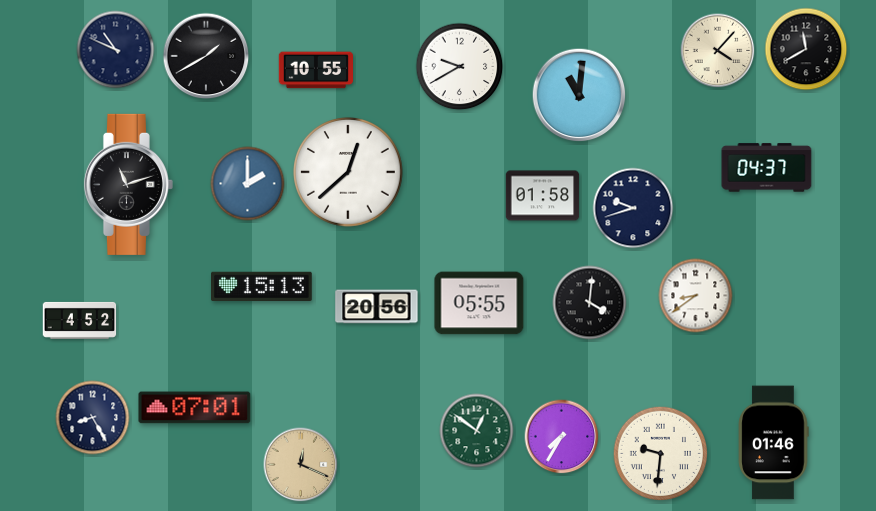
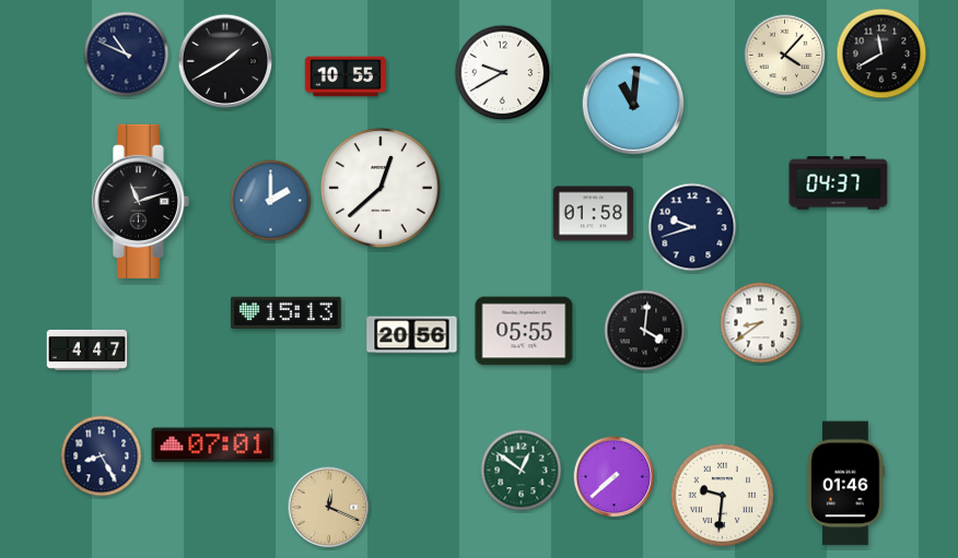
clock at (80, 320): 4:52 -> 4:47
clock at (562, 437): 7:35 -> 7:38
